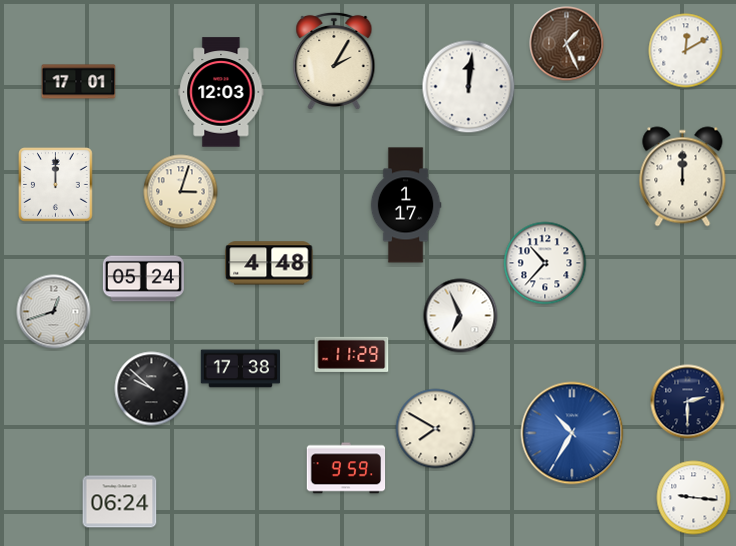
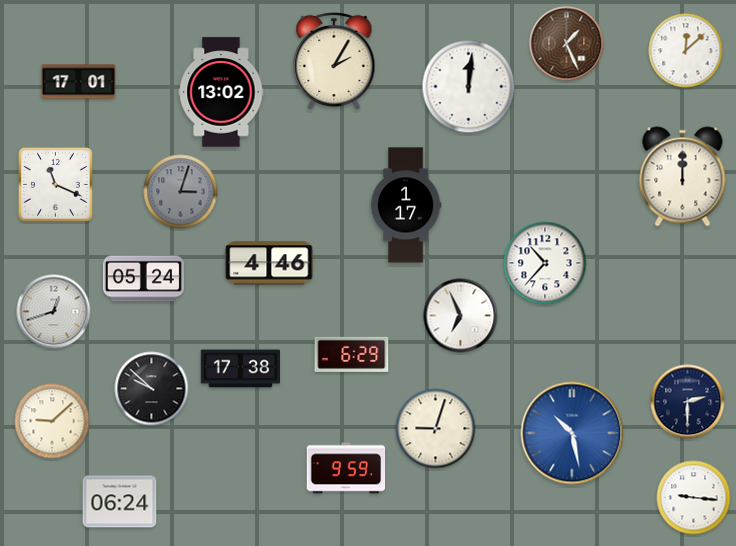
clock at (686, 51): 12:10 -> 12:08
clock at (221, 92): 12:03 -> 13:02
clock at (56, 185): 12:00 -> 11:19
clock at (181, 192) dial: cream -> grey
clock at (269, 263): 4:48 -> 4:46
clock at (352, 354): 11:29 -> 6:29
clock at (52, 421): none -> 9:08
clock at (436, 429): 7:50 -> 9:03
clock at (572, 433): 10:35 -> 10:28
